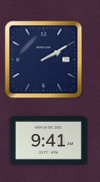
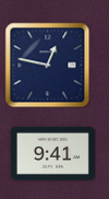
clock at (43, 59): 2:10 -> 12:47
